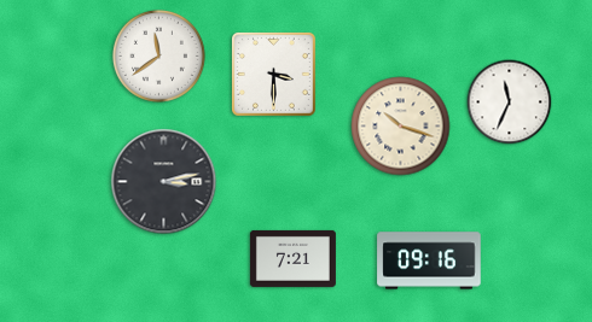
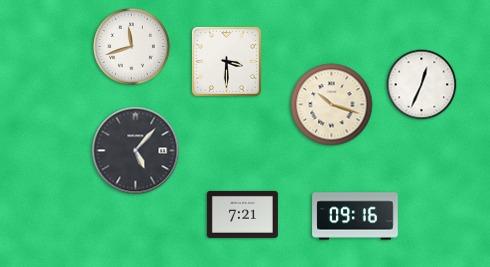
clock at (158, 55): 11:39 -> 11:42
clock at (510, 103): 11:34 -> 12:34
clock at (164, 182): 3:13 -> 5:07
